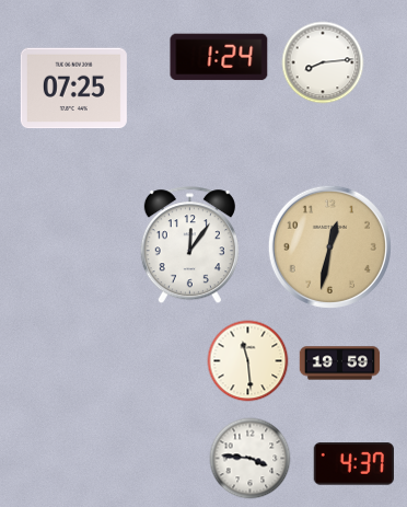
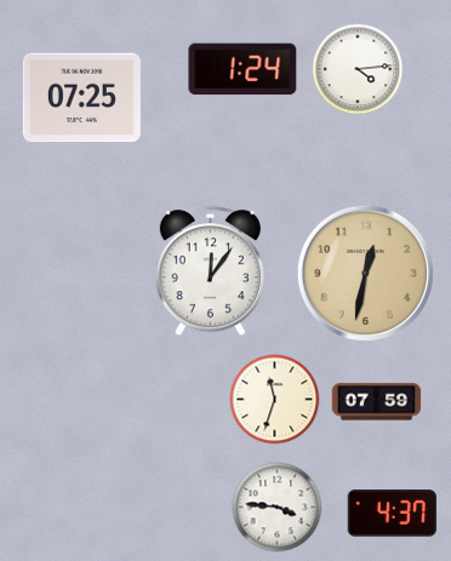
clock at (219, 57) position: (219, 57) -> (242, 69)
clock at (323, 62): 8:14 -> 4:14
clock at (248, 361): 11:29 -> 11:33
clock at (340, 364): 19:59 -> 07:59
